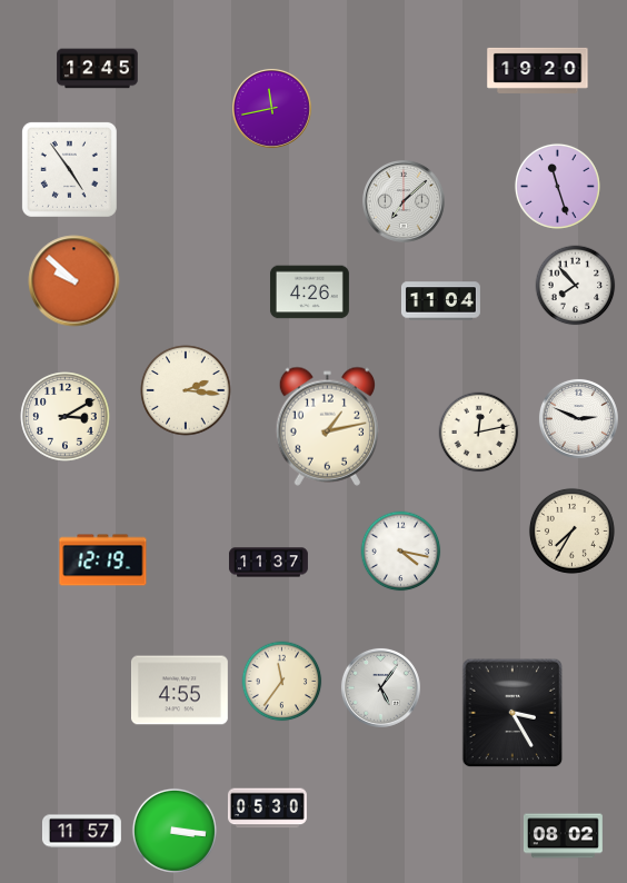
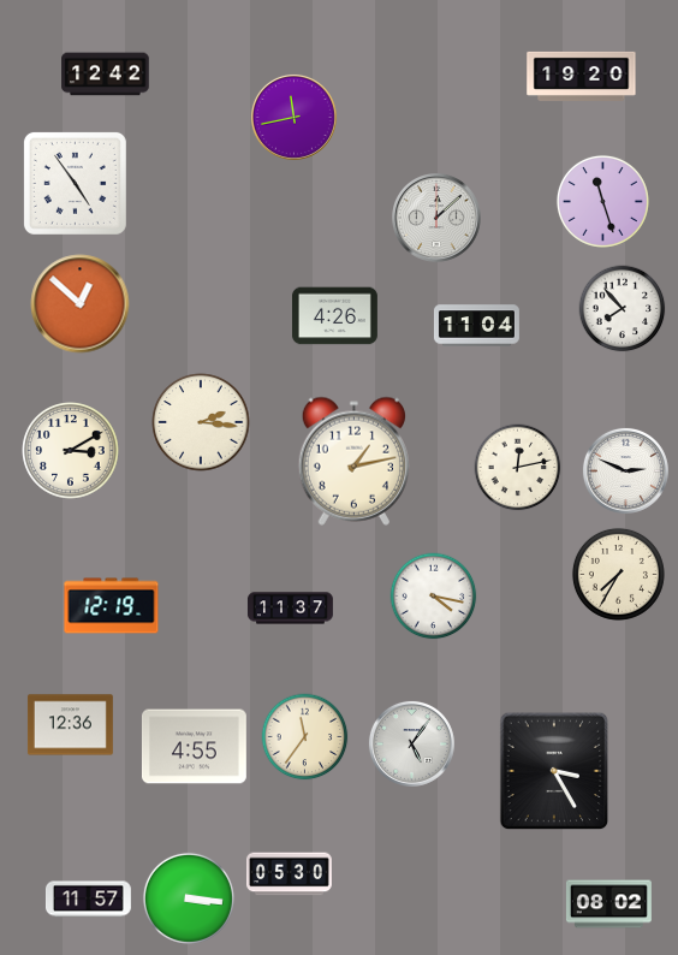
clock at (98, 69): 12:45 -> 12:42
clock at (405, 202): 7:08 -> 12:08
clock at (74, 281): 9:52 -> 12:52
clock at (578, 418) position: (578, 418) -> (625, 470)
clock at (70, 725): none -> 12:36
